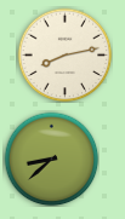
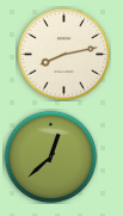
clock at (51, 159): 8:38 -> 12:38
